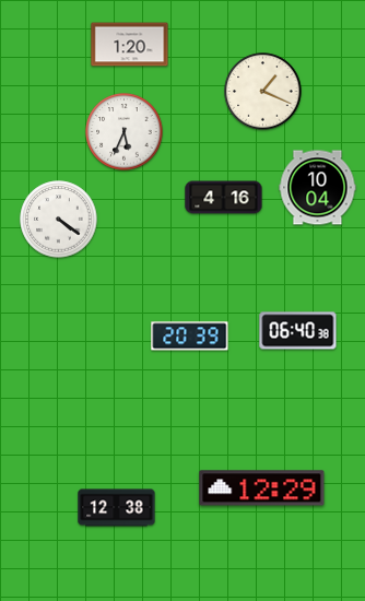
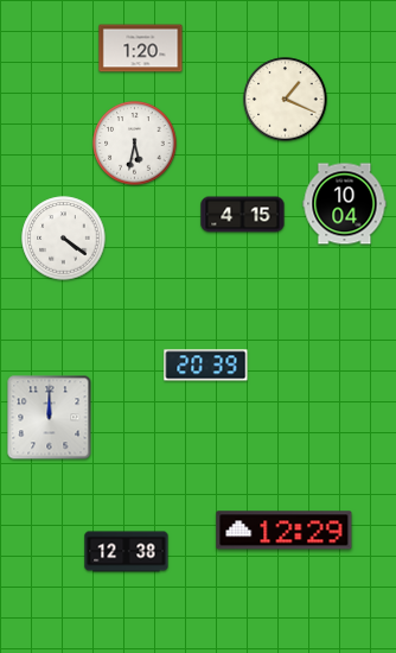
clock at (125, 132): 5:34 -> 5:32
clock at (224, 198): 4:16 -> 4:15
clock at (298, 331): 06:40 -> none
clock at (50, 418): none -> 12:00
